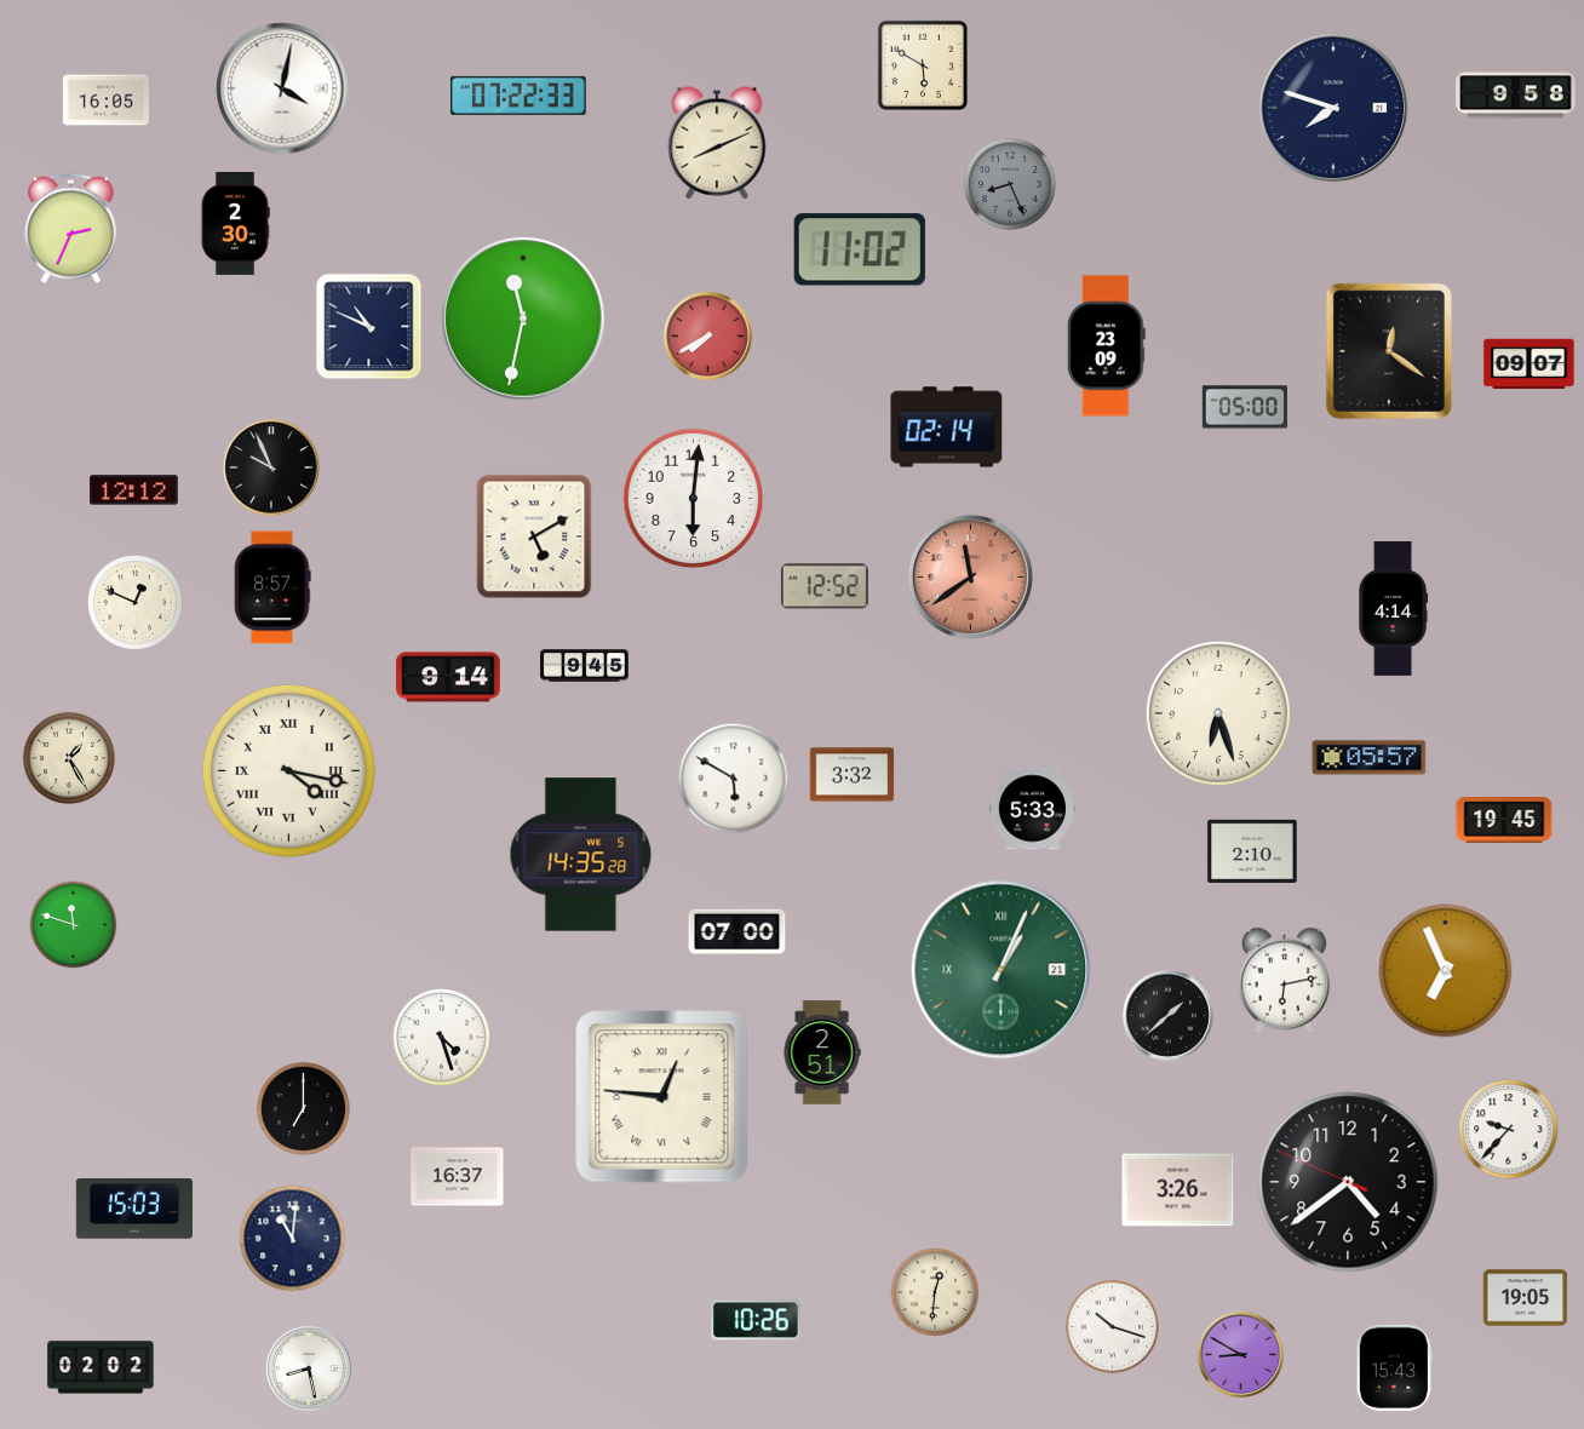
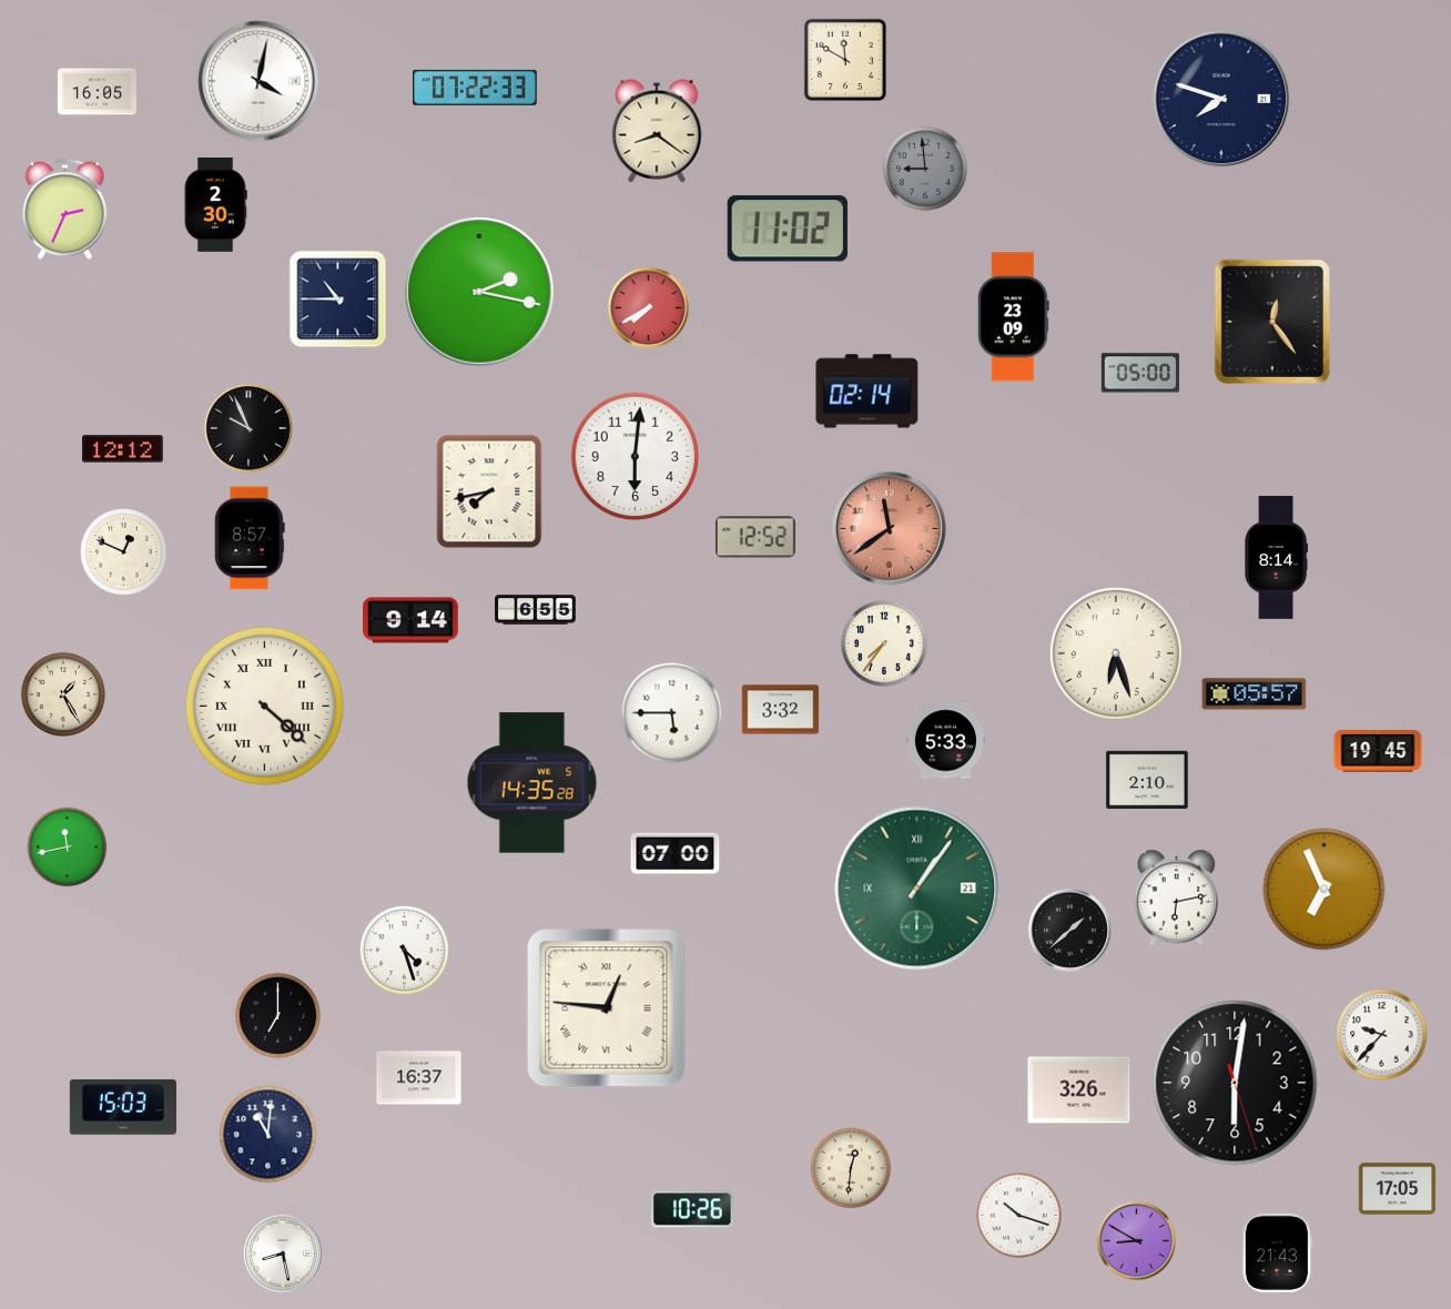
clock at (923, 65): 5:50 -> 11:50
clock at (1516, 96): 9:58 -> none
clock at (717, 143): 8:11 -> 8:21
clock at (1010, 184): 8:26 -> 8:59
clock at (523, 318): 11:32 -> 2:17
clock at (369, 327): 10:49 -> 10:45
clock at (1389, 351): 12:21 -> 12:24
clock at (1530, 365): 09:07 -> none
clock at (534, 536): 5:10 -> 7:43
clock at (1393, 609): 4:14 -> 8:14
clock at (585, 666): 9:45 -> 6:55
clock at (884, 643): none -> 7:36
clock at (288, 770): 4:17 -> 4:22
clock at (734, 779): 5:50 -> 5:45
clock at (74, 925): 11:48 -> 11:43
clock at (1002, 970): 1:04 -> 1:06
clock at (822, 1052): 2:51 -> none
clock at (662, 1097) position: (662, 1097) -> (607, 1008)
clock at (1348, 1182): 4:38 -> 6:01
clock at (935, 1292) position: (935, 1292) -> (851, 1168)
clock at (1526, 1298): 19:05 -> 17:05
clock at (101, 1367): 02:02 -> none
clock at (1394, 1367): 15:43 -> 21:43
